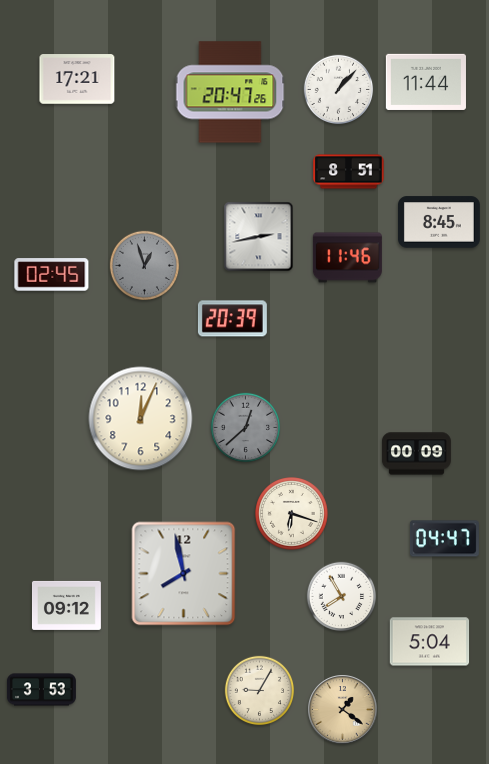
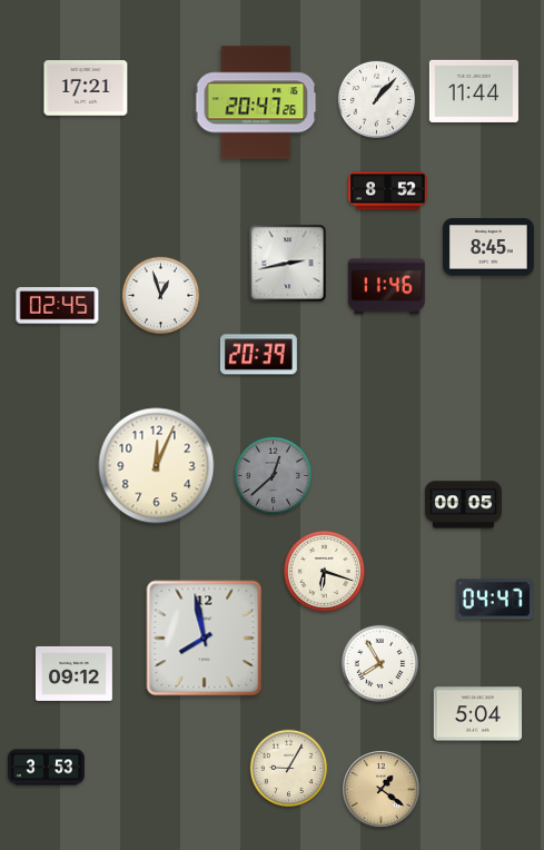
clock at (349, 172): 8:51 -> 8:52
clock at (145, 266) dial: grey -> white
clock at (416, 454): 00:09 -> 00:05
